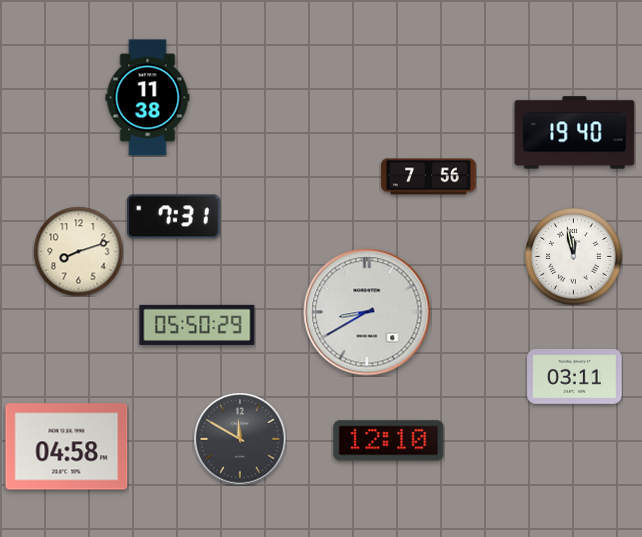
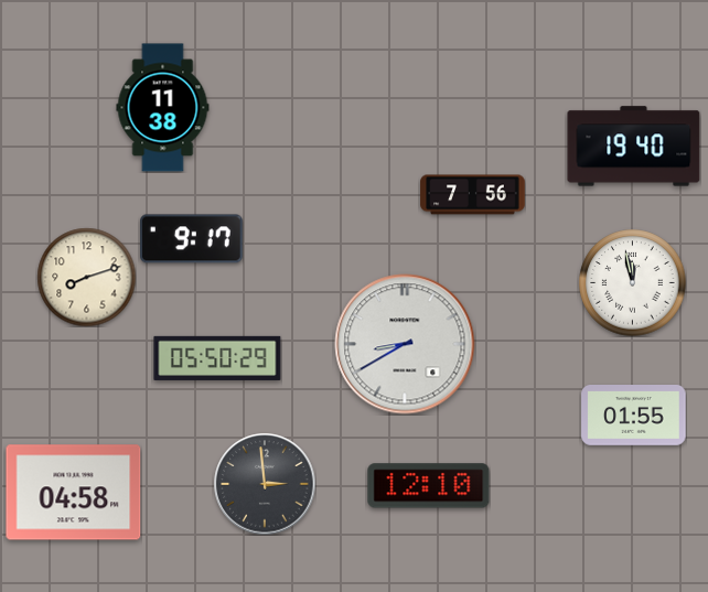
clock at (174, 217): 7:31 -> 9:17
clock at (575, 377): 03:11 -> 01:55
clock at (240, 439): 11:50 -> 2:59
